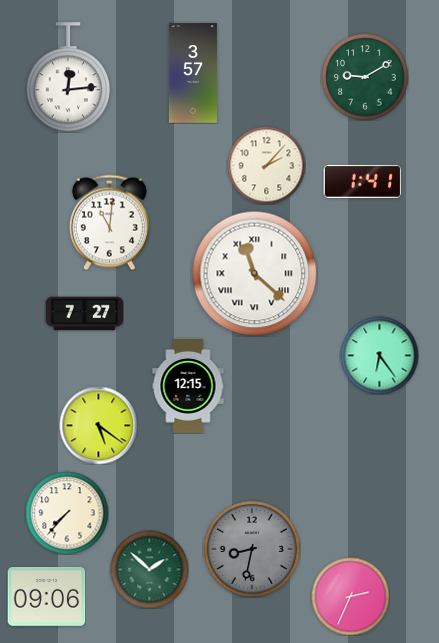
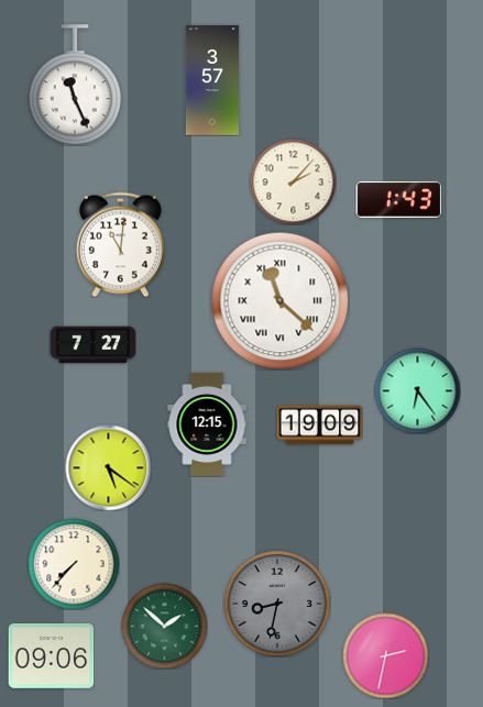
clock at (68, 77): 12:14 -> 11:26
clock at (365, 77): 9:10 -> none
clock at (362, 181): 1:41 -> 1:43
clock at (319, 426): none -> 19:09
clock at (350, 596): 2:34 -> 2:32
